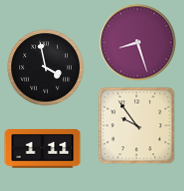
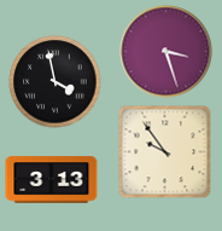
clock at (138, 43): 8:27 -> 3:27
clock at (43, 149): 1:11 -> 3:13
